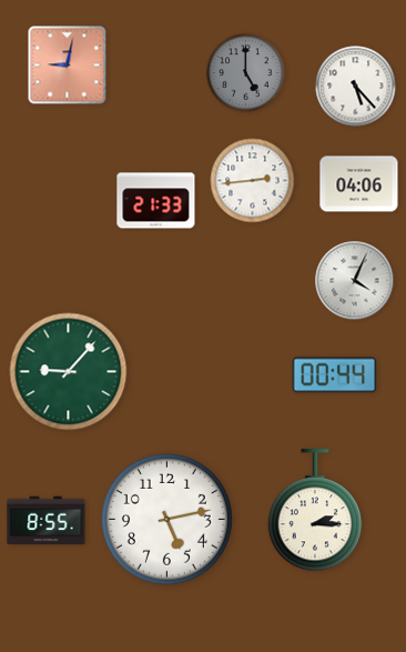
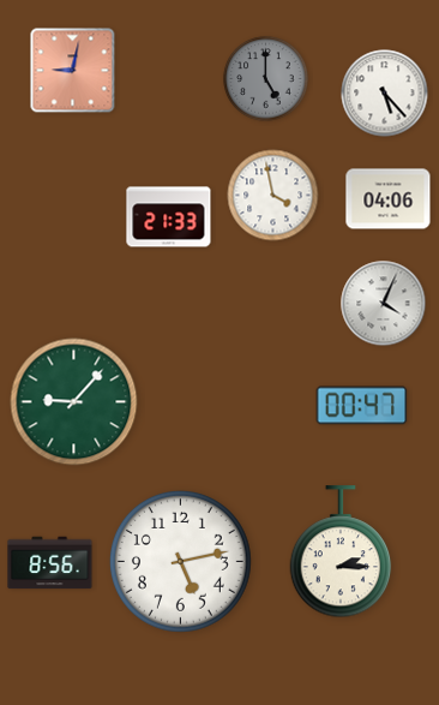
clock at (253, 181): 2:44 -> 3:58
clock at (335, 375): 00:44 -> 00:47
clock at (47, 521): 8:55 -> 8:56
